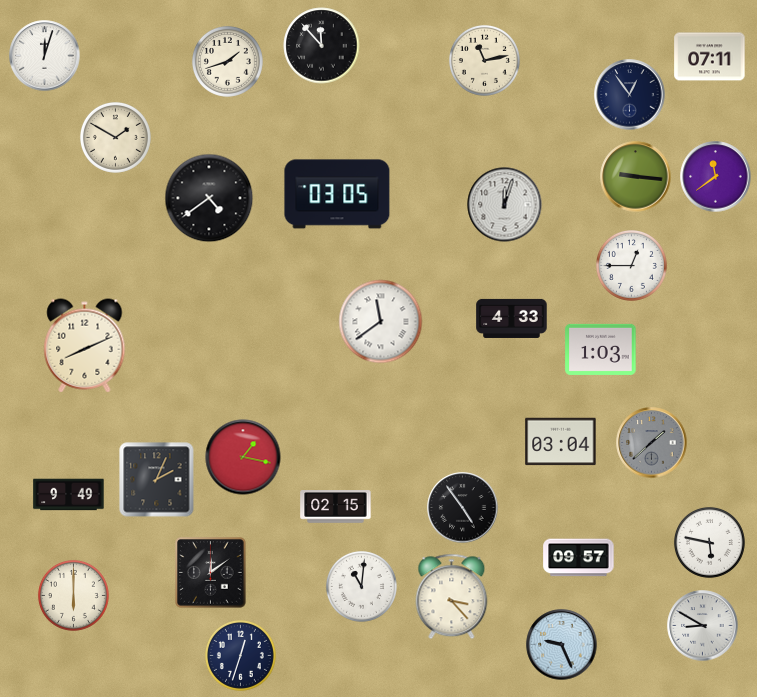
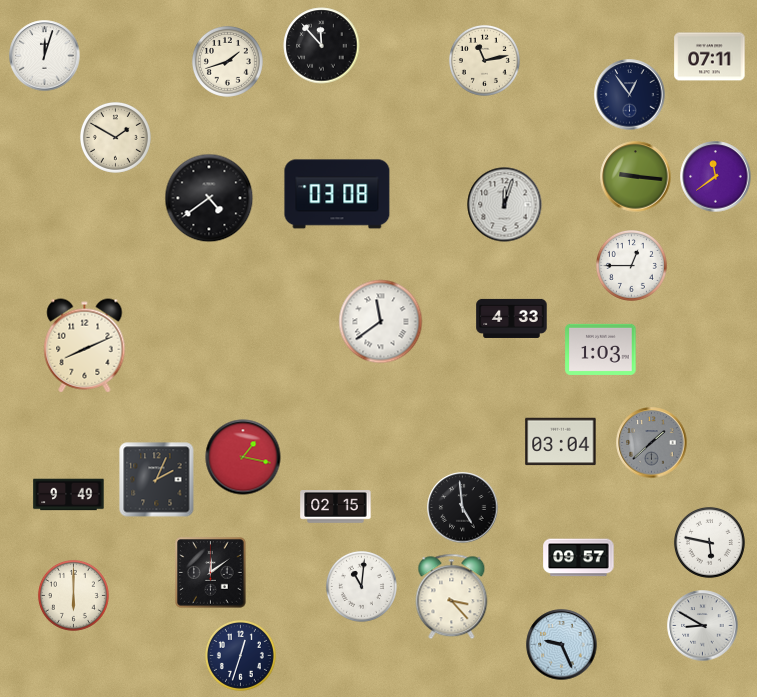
clock at (337, 194): 03:05 -> 03:08
clock at (463, 508): 4:54 -> 4:59
